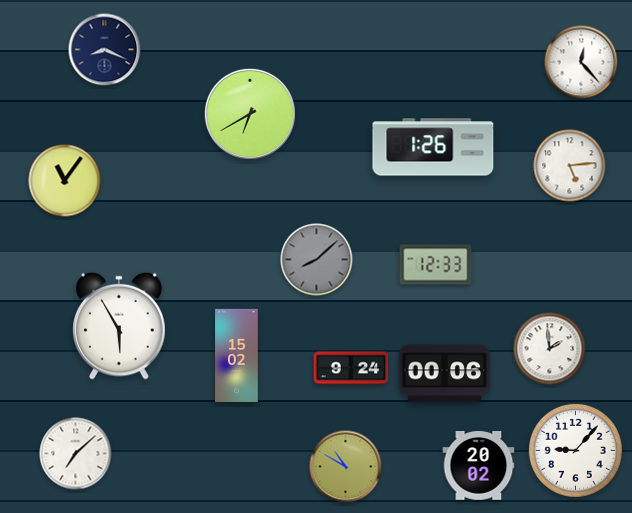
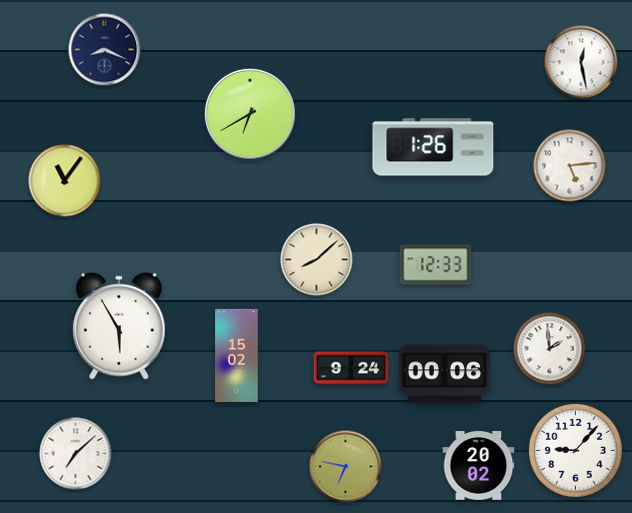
clock at (581, 62): 12:23 -> 12:28
clock at (317, 260) dial: grey -> cream
clock at (346, 467): 10:50 -> 6:47
